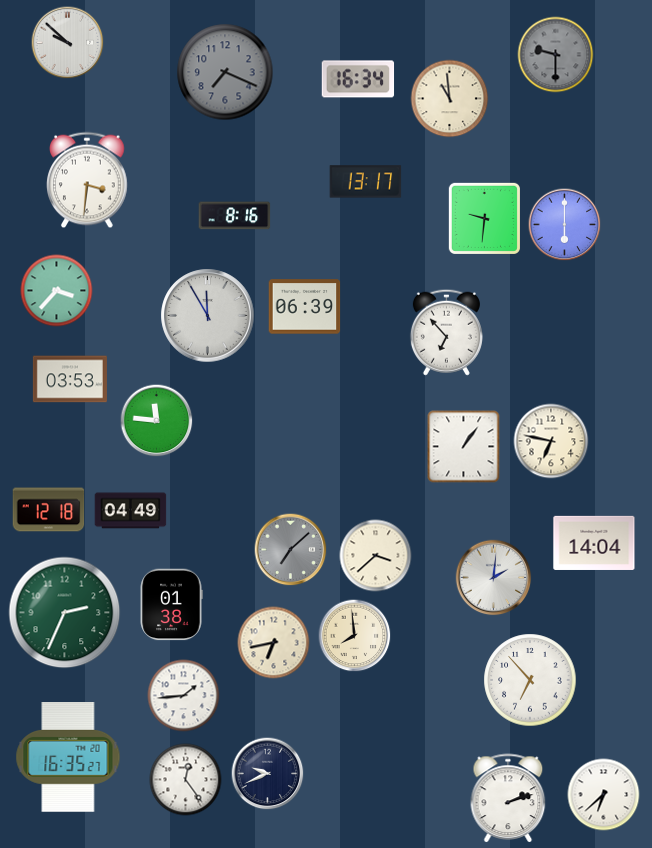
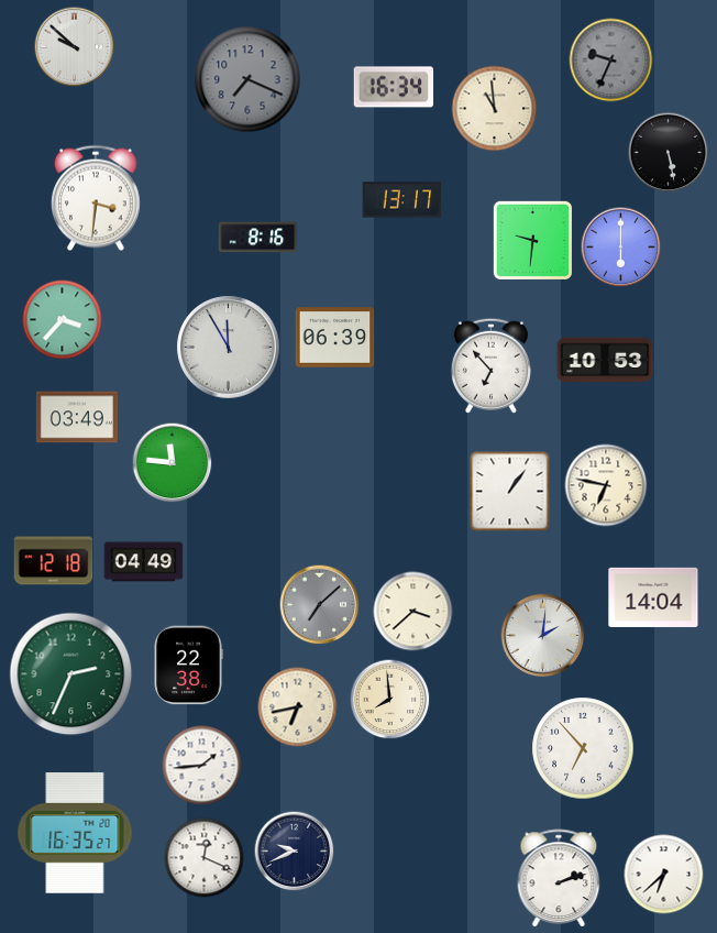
clock at (556, 55): 9:30 -> 9:34
clock at (669, 153): none -> 5:28
clock at (605, 360): none -> 10:53
clock at (70, 379): 03:53 -> 03:49
clock at (171, 605): 01:38 -> 22:38
clock at (274, 643) position: (274, 643) -> (298, 707)
clock at (186, 780): 12:24 -> 12:19
